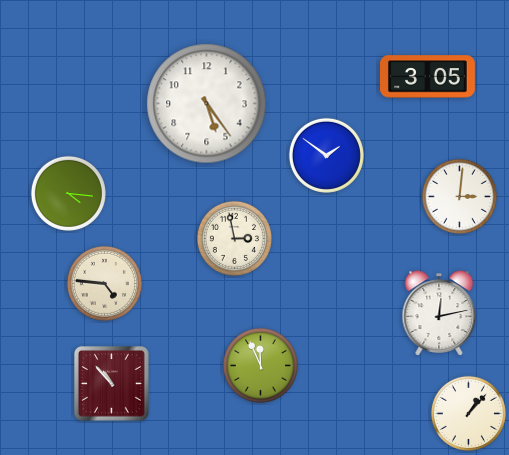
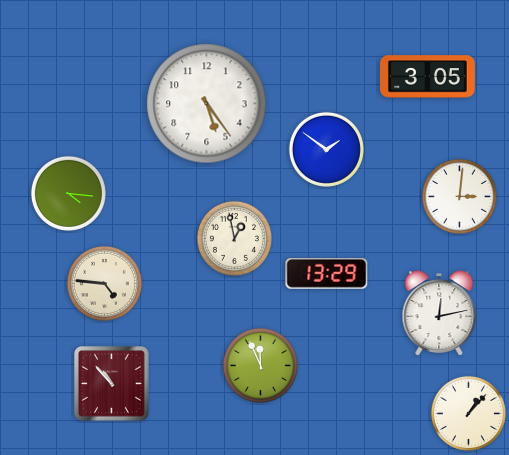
clock at (326, 155) position: (326, 155) -> (326, 149)
clock at (234, 238): 2:58 -> 12:58
clock at (327, 274): none -> 13:29
